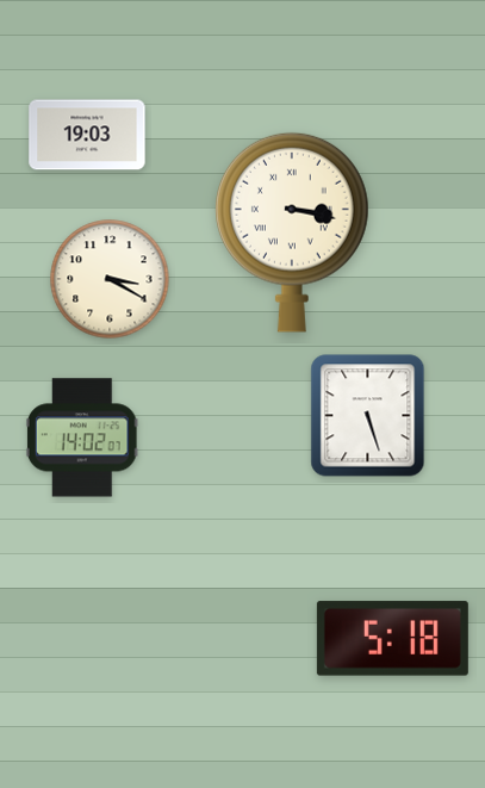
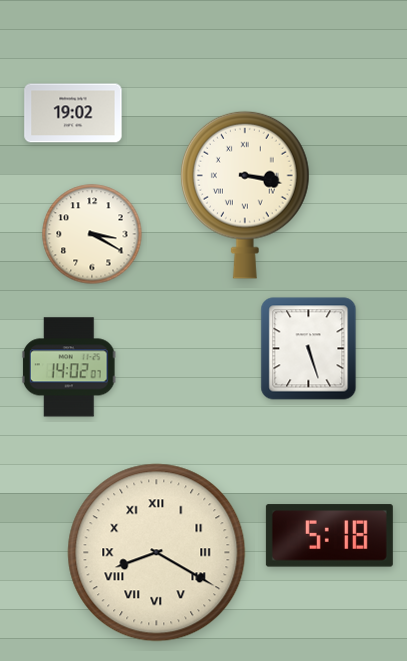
clock at (87, 135): 19:03 -> 19:02
clock at (157, 553): none -> 8:20
